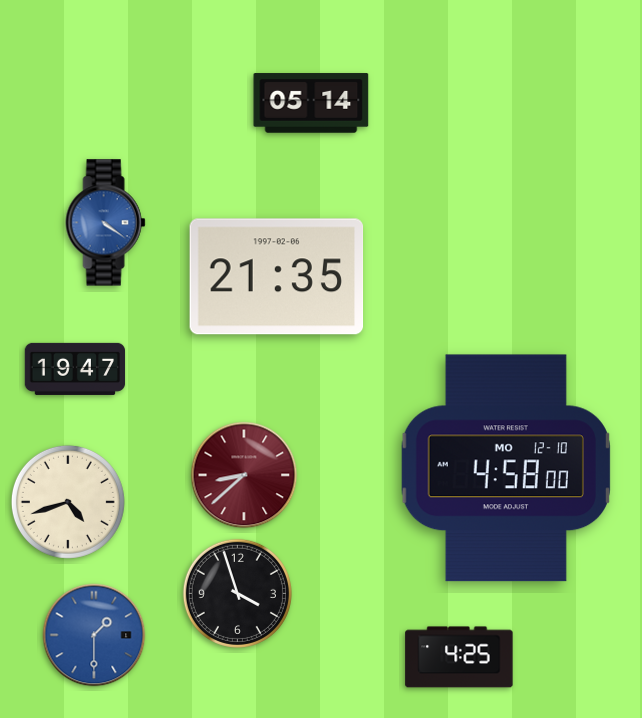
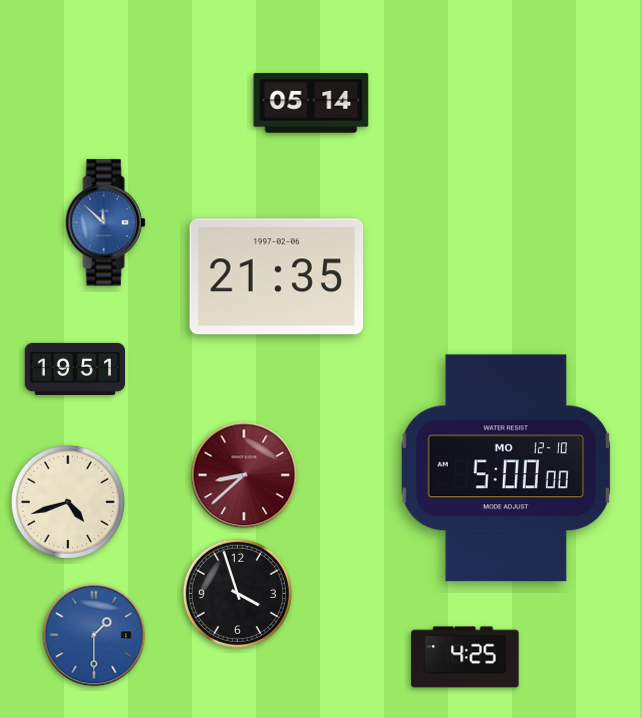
clock at (106, 223): 4:21 -> 11:52
clock at (75, 369): 19:47 -> 19:51
clock at (506, 468): 4:58 -> 5:00
clock at (459, 657) position: (459, 657) -> (465, 657)
